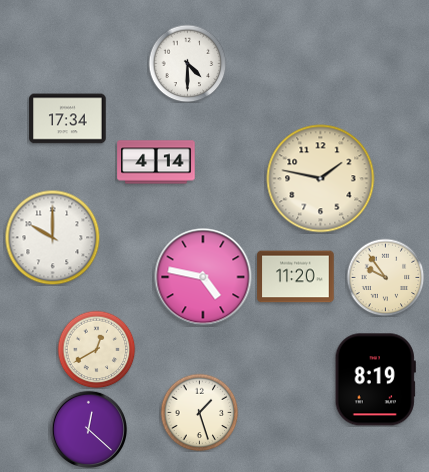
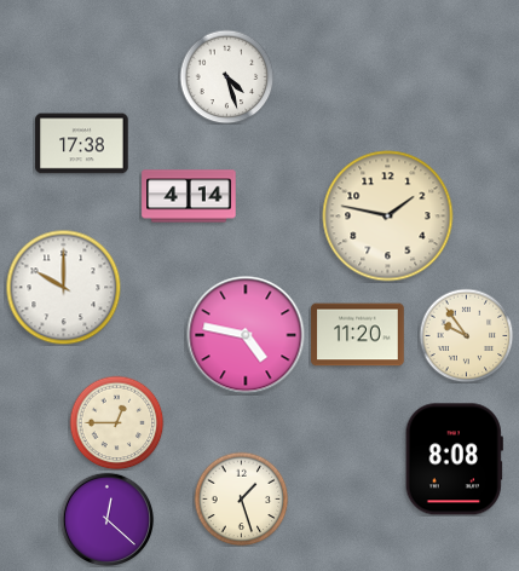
clock at (187, 63): 4:30 -> 4:27
clock at (68, 119): 17:34 -> 17:38
clock at (96, 349): 12:40 -> 12:45
clock at (375, 380): 8:19 -> 8:08
